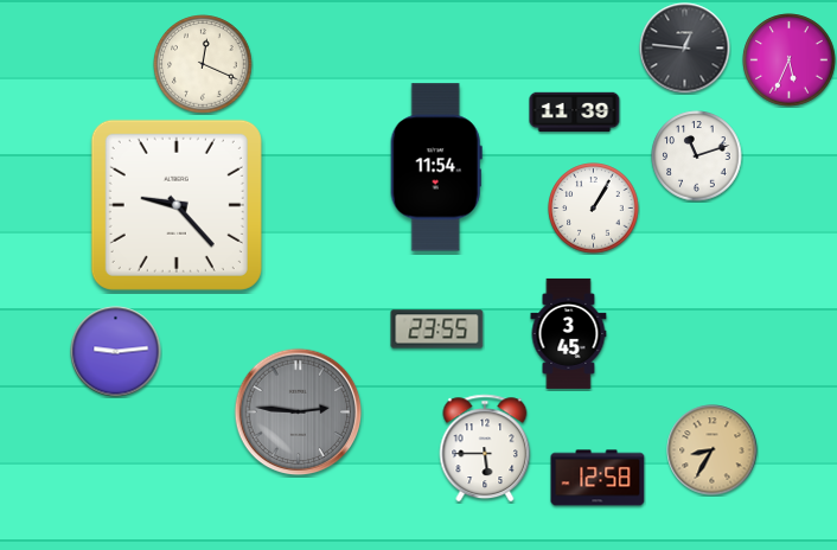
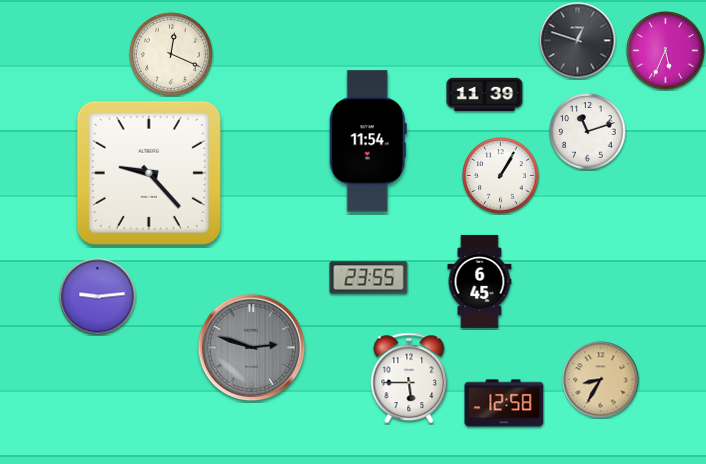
clock at (685, 49): 12:46 -> 12:48
clock at (569, 333): 3:45 -> 6:45
clock at (299, 412): 2:46 -> 2:48
